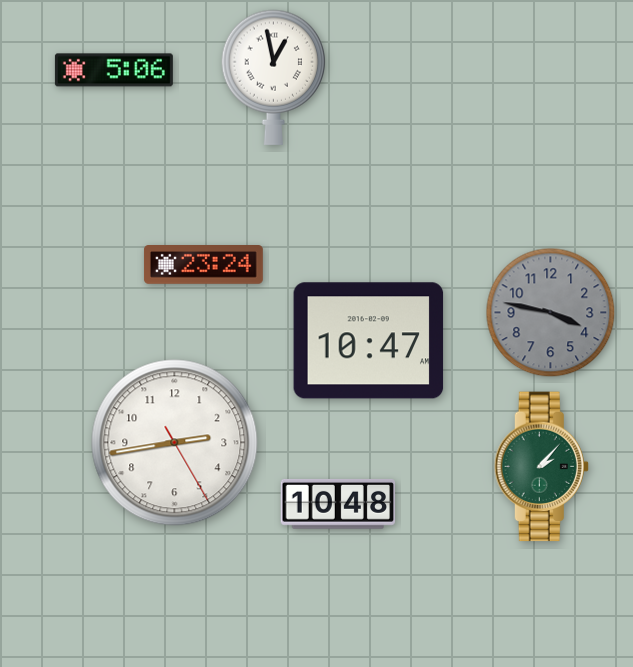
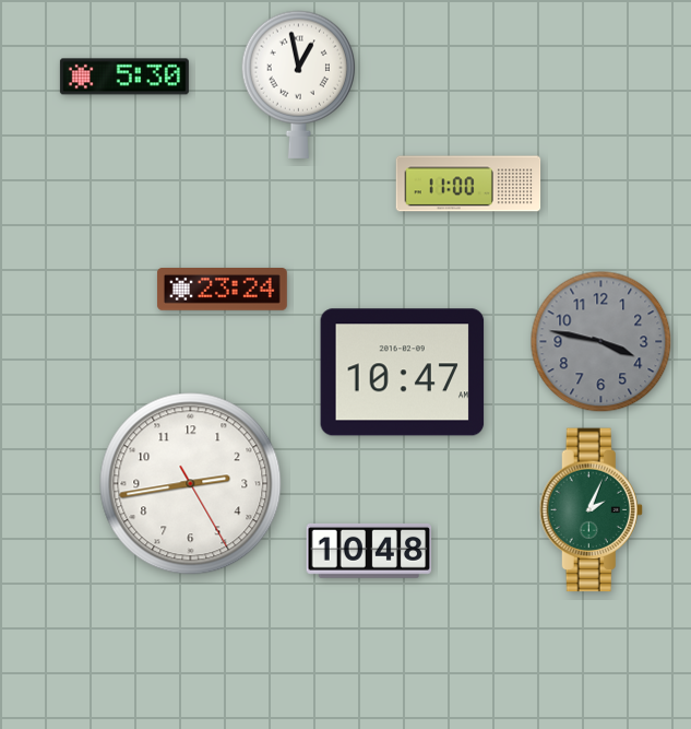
clock at (114, 70): 5:06 -> 5:30
clock at (468, 184): none -> 11:00
clock at (541, 467): 2:07 -> 2:04
